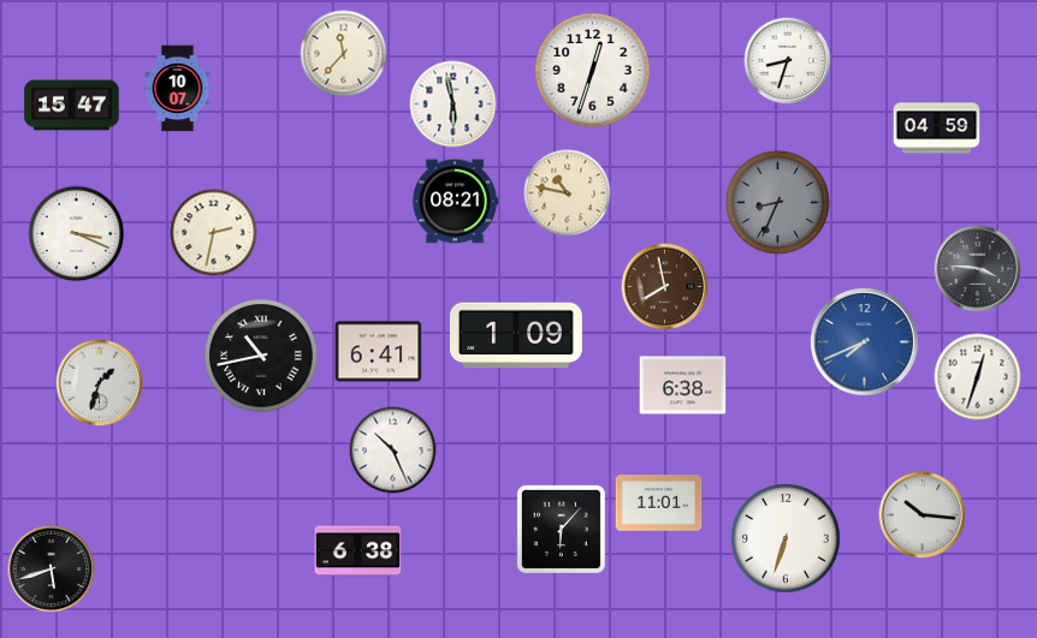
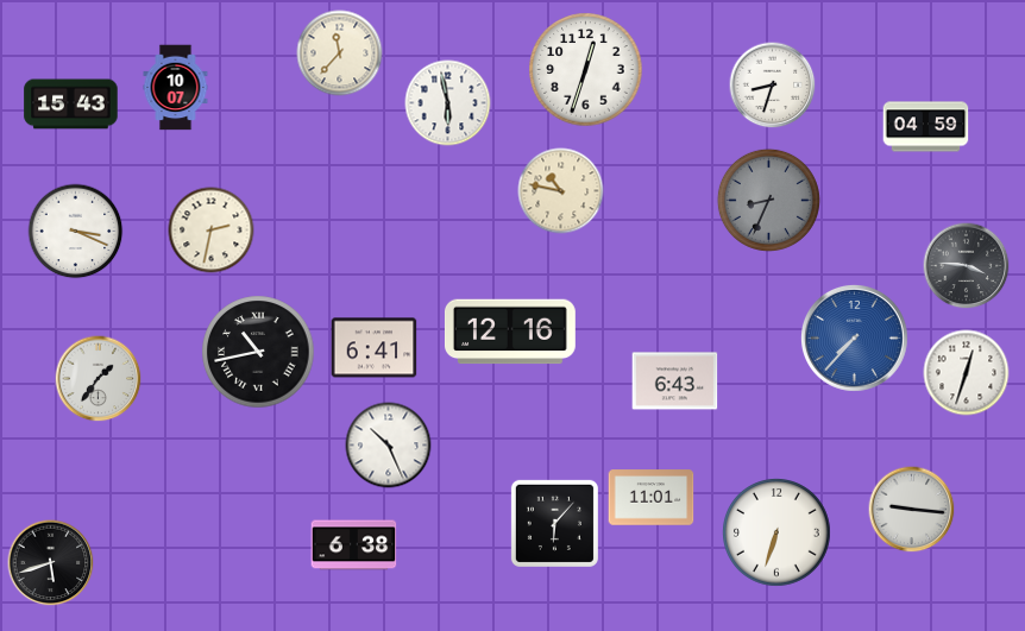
clock at (788, 61) position: (788, 61) -> (773, 86)
clock at (72, 106): 15:47 -> 15:43
clock at (455, 202): 08:21 -> none
clock at (665, 287): 7:58 -> none
clock at (516, 335): 1:09 -> 12:16
clock at (864, 341): 7:41 -> 7:37
clock at (100, 383): 1:33 -> 1:36
clock at (683, 386): 6:38 -> 6:43
clock at (923, 515): 10:16 -> 9:16
